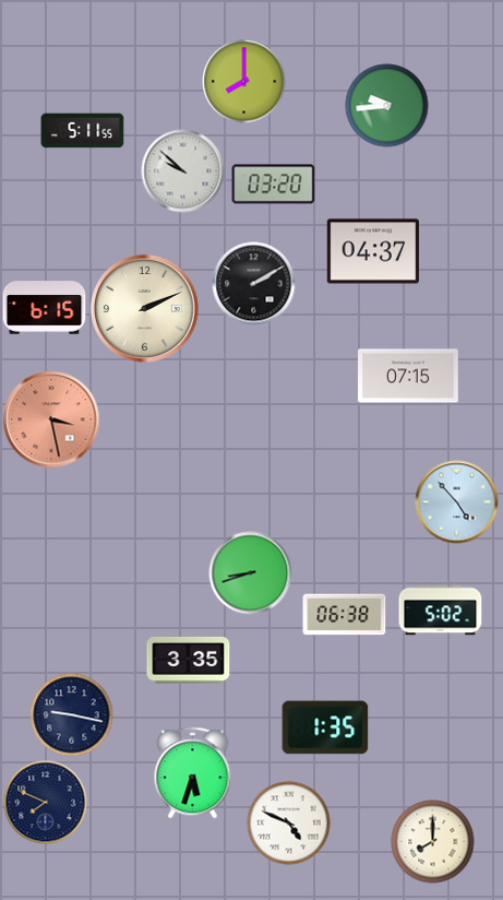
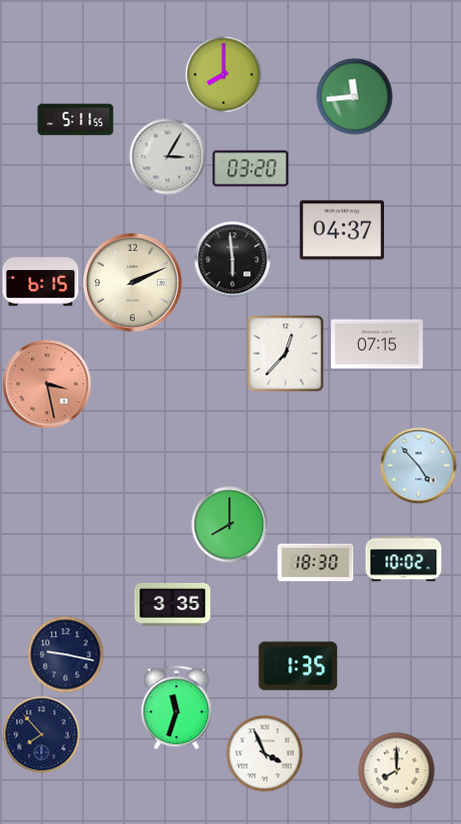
clock at (387, 106): 9:44 -> 11:44
clock at (183, 171): 9:52 -> 3:05
clock at (254, 284): 2:10 -> 5:59
clock at (409, 376) position: (409, 376) -> (378, 344)
clock at (286, 354): none -> 12:37
clock at (457, 502) position: (457, 502) -> (419, 466)
clock at (251, 573): 8:42 -> 8:00
clock at (441, 611): 5:02 -> 10:02
clock at (345, 615): 06:38 -> 18:30
clock at (193, 773): 5:33 -> 11:33
clock at (46, 803): 7:49 -> 7:53
clock at (289, 824): 4:49 -> 3:56
